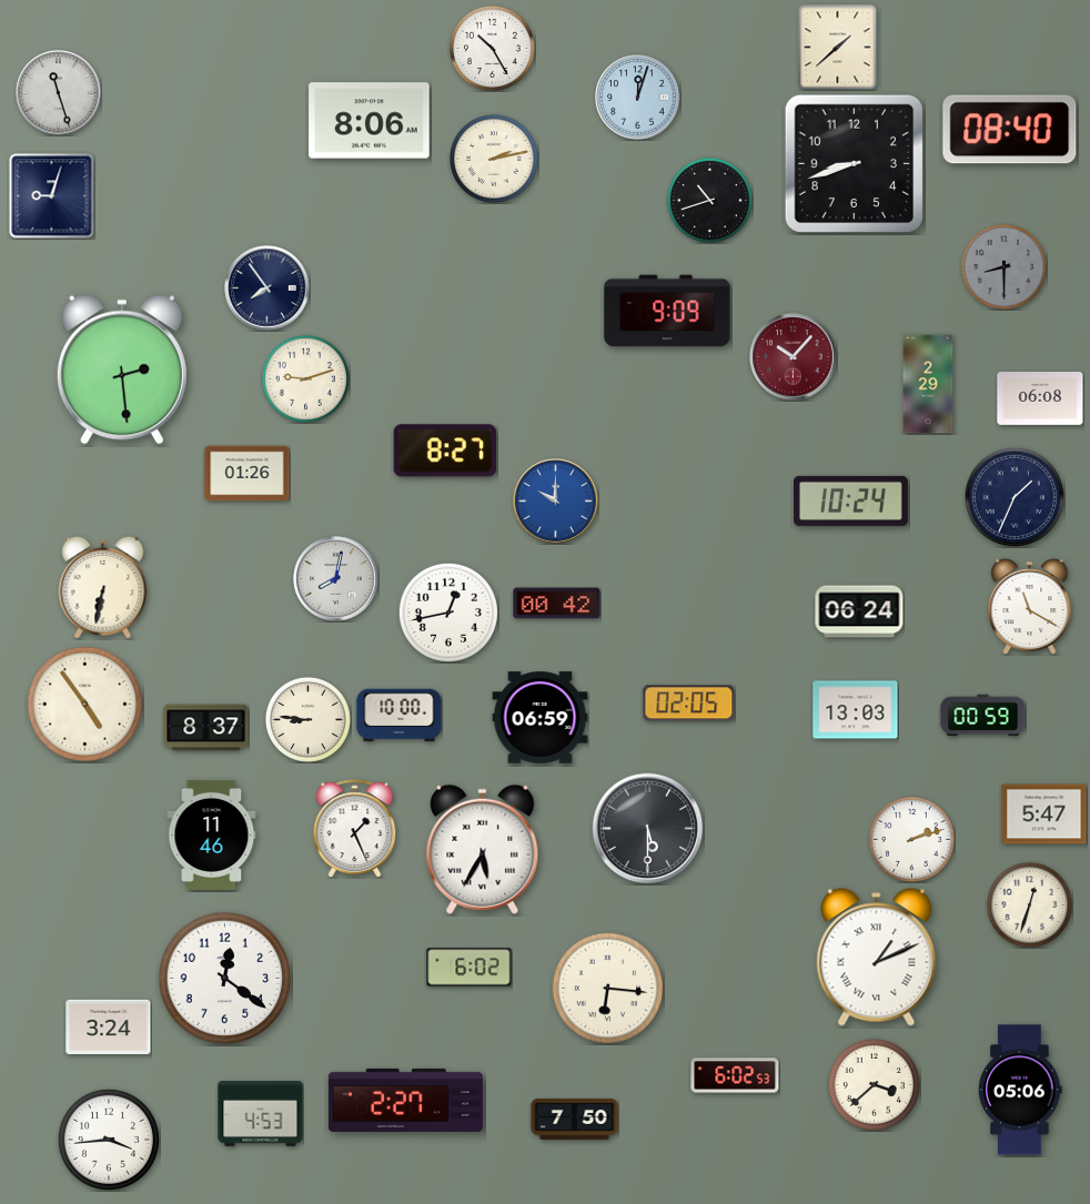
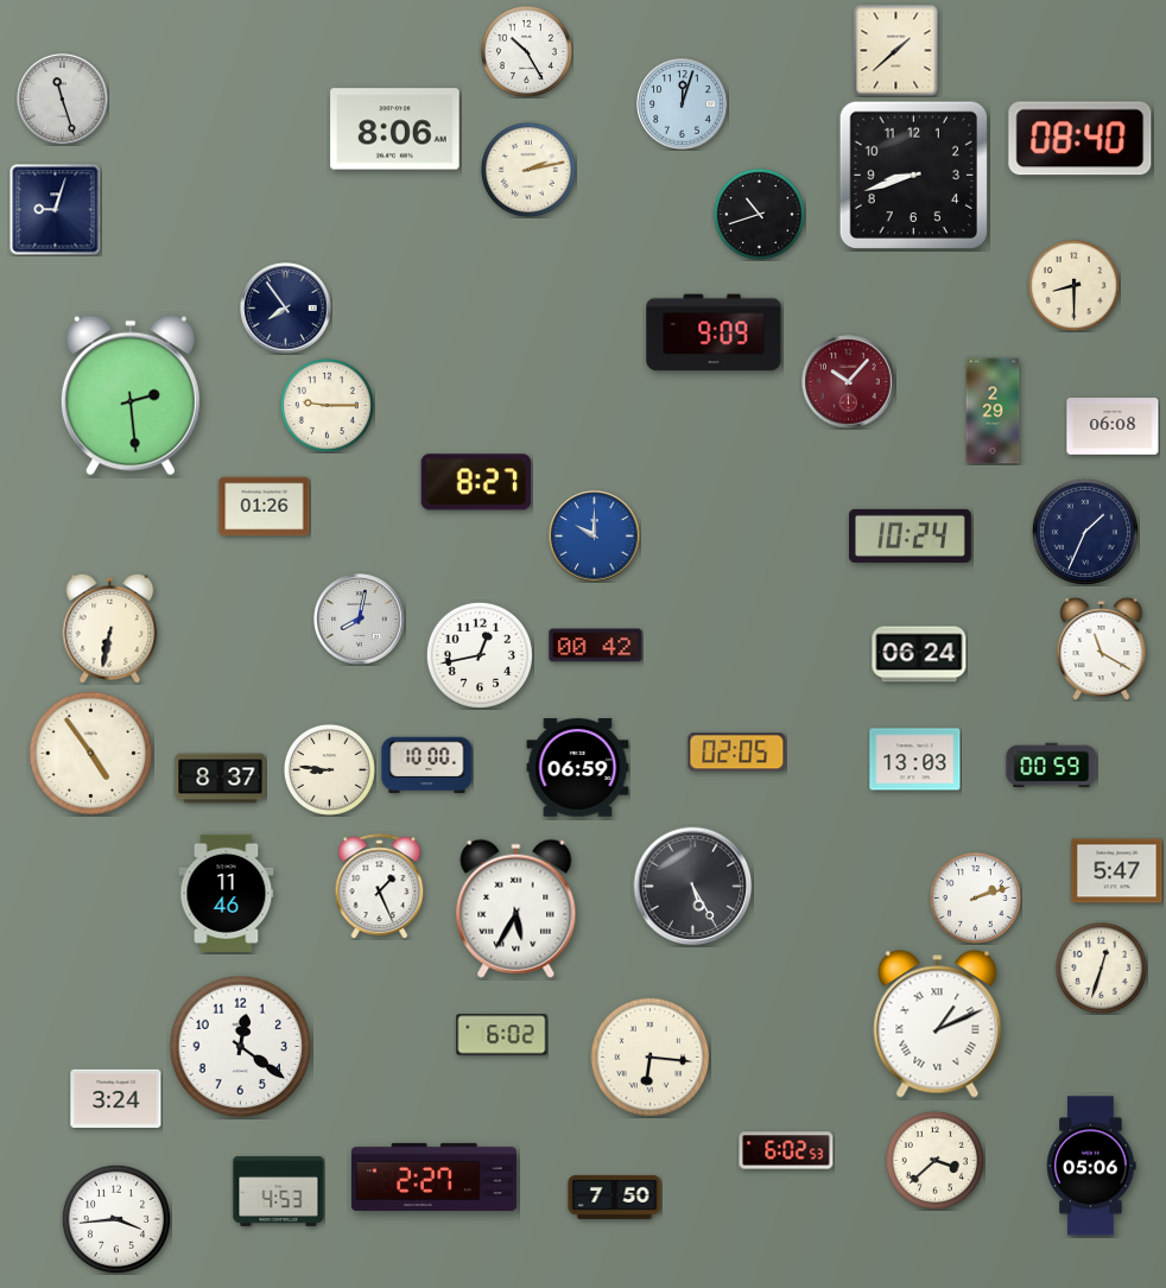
clock at (1003, 266) dial: grey -> cream
clock at (305, 378): 9:12 -> 9:15
clock at (648, 829): 5:30 -> 5:25
